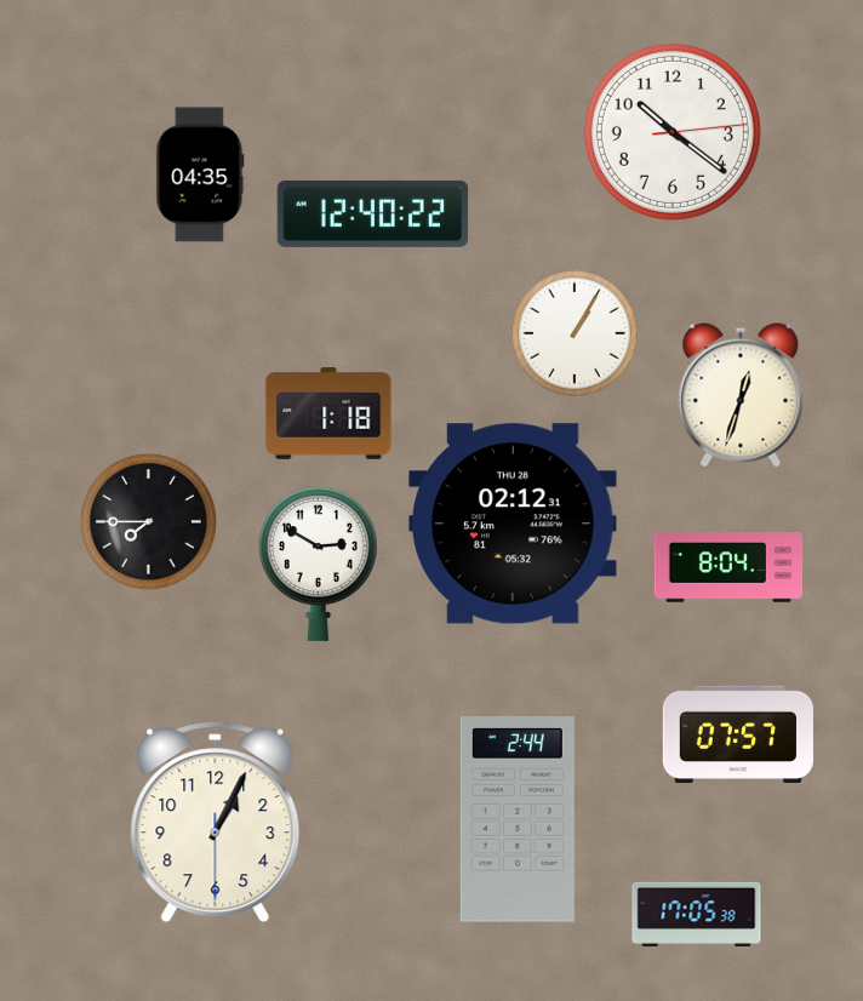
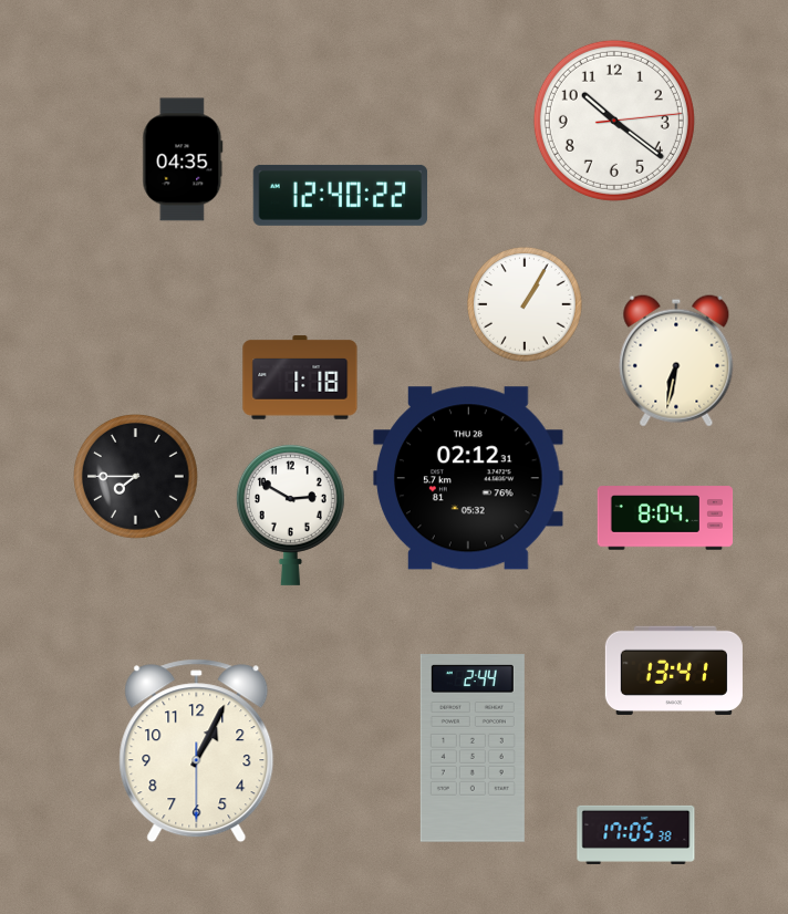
clock at (741, 395): 12:33 -> 6:32
clock at (738, 733): 07:57 -> 13:41
